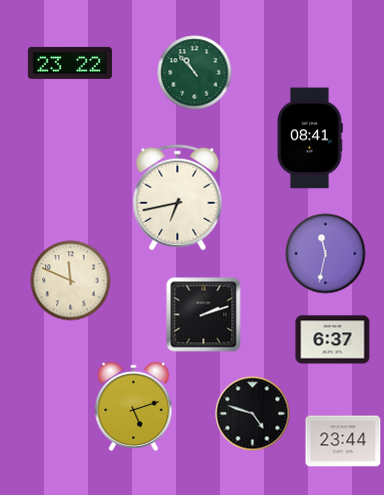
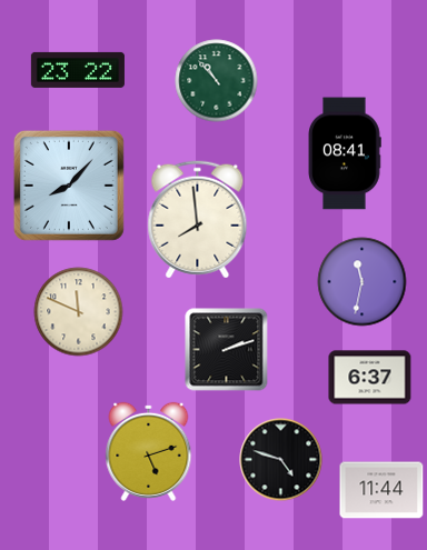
clock at (69, 186): none -> 8:07
clock at (178, 198): 6:43 -> 7:59
clock at (343, 441): 23:44 -> 11:44
